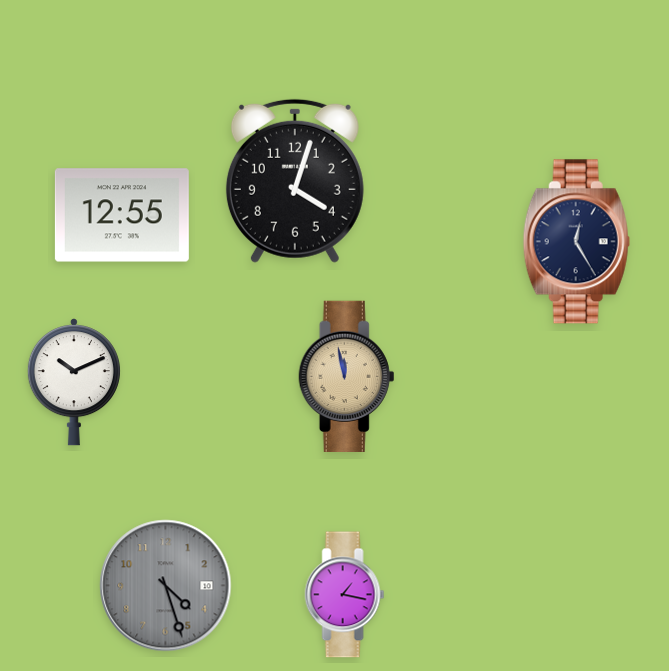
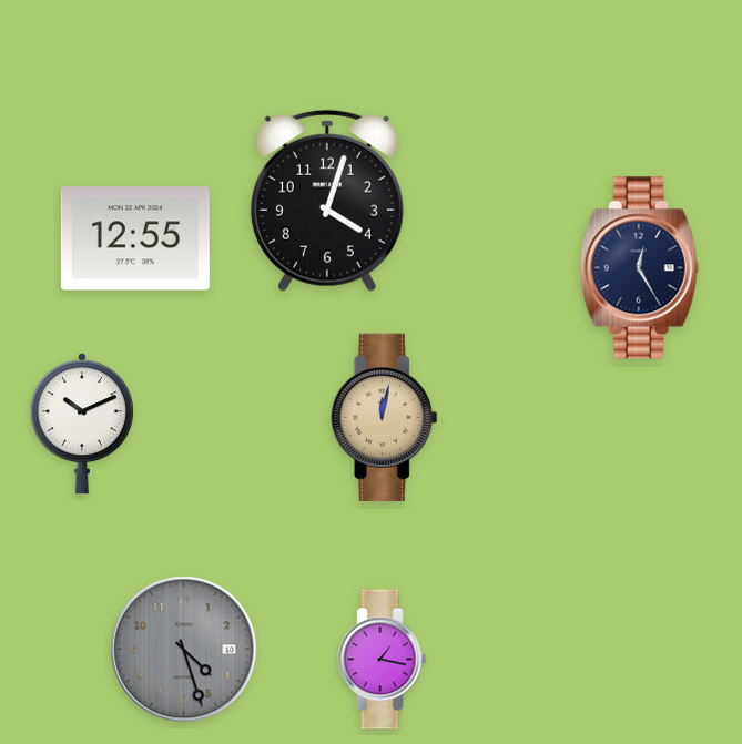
clock at (347, 376): 11:58 -> 12:02
